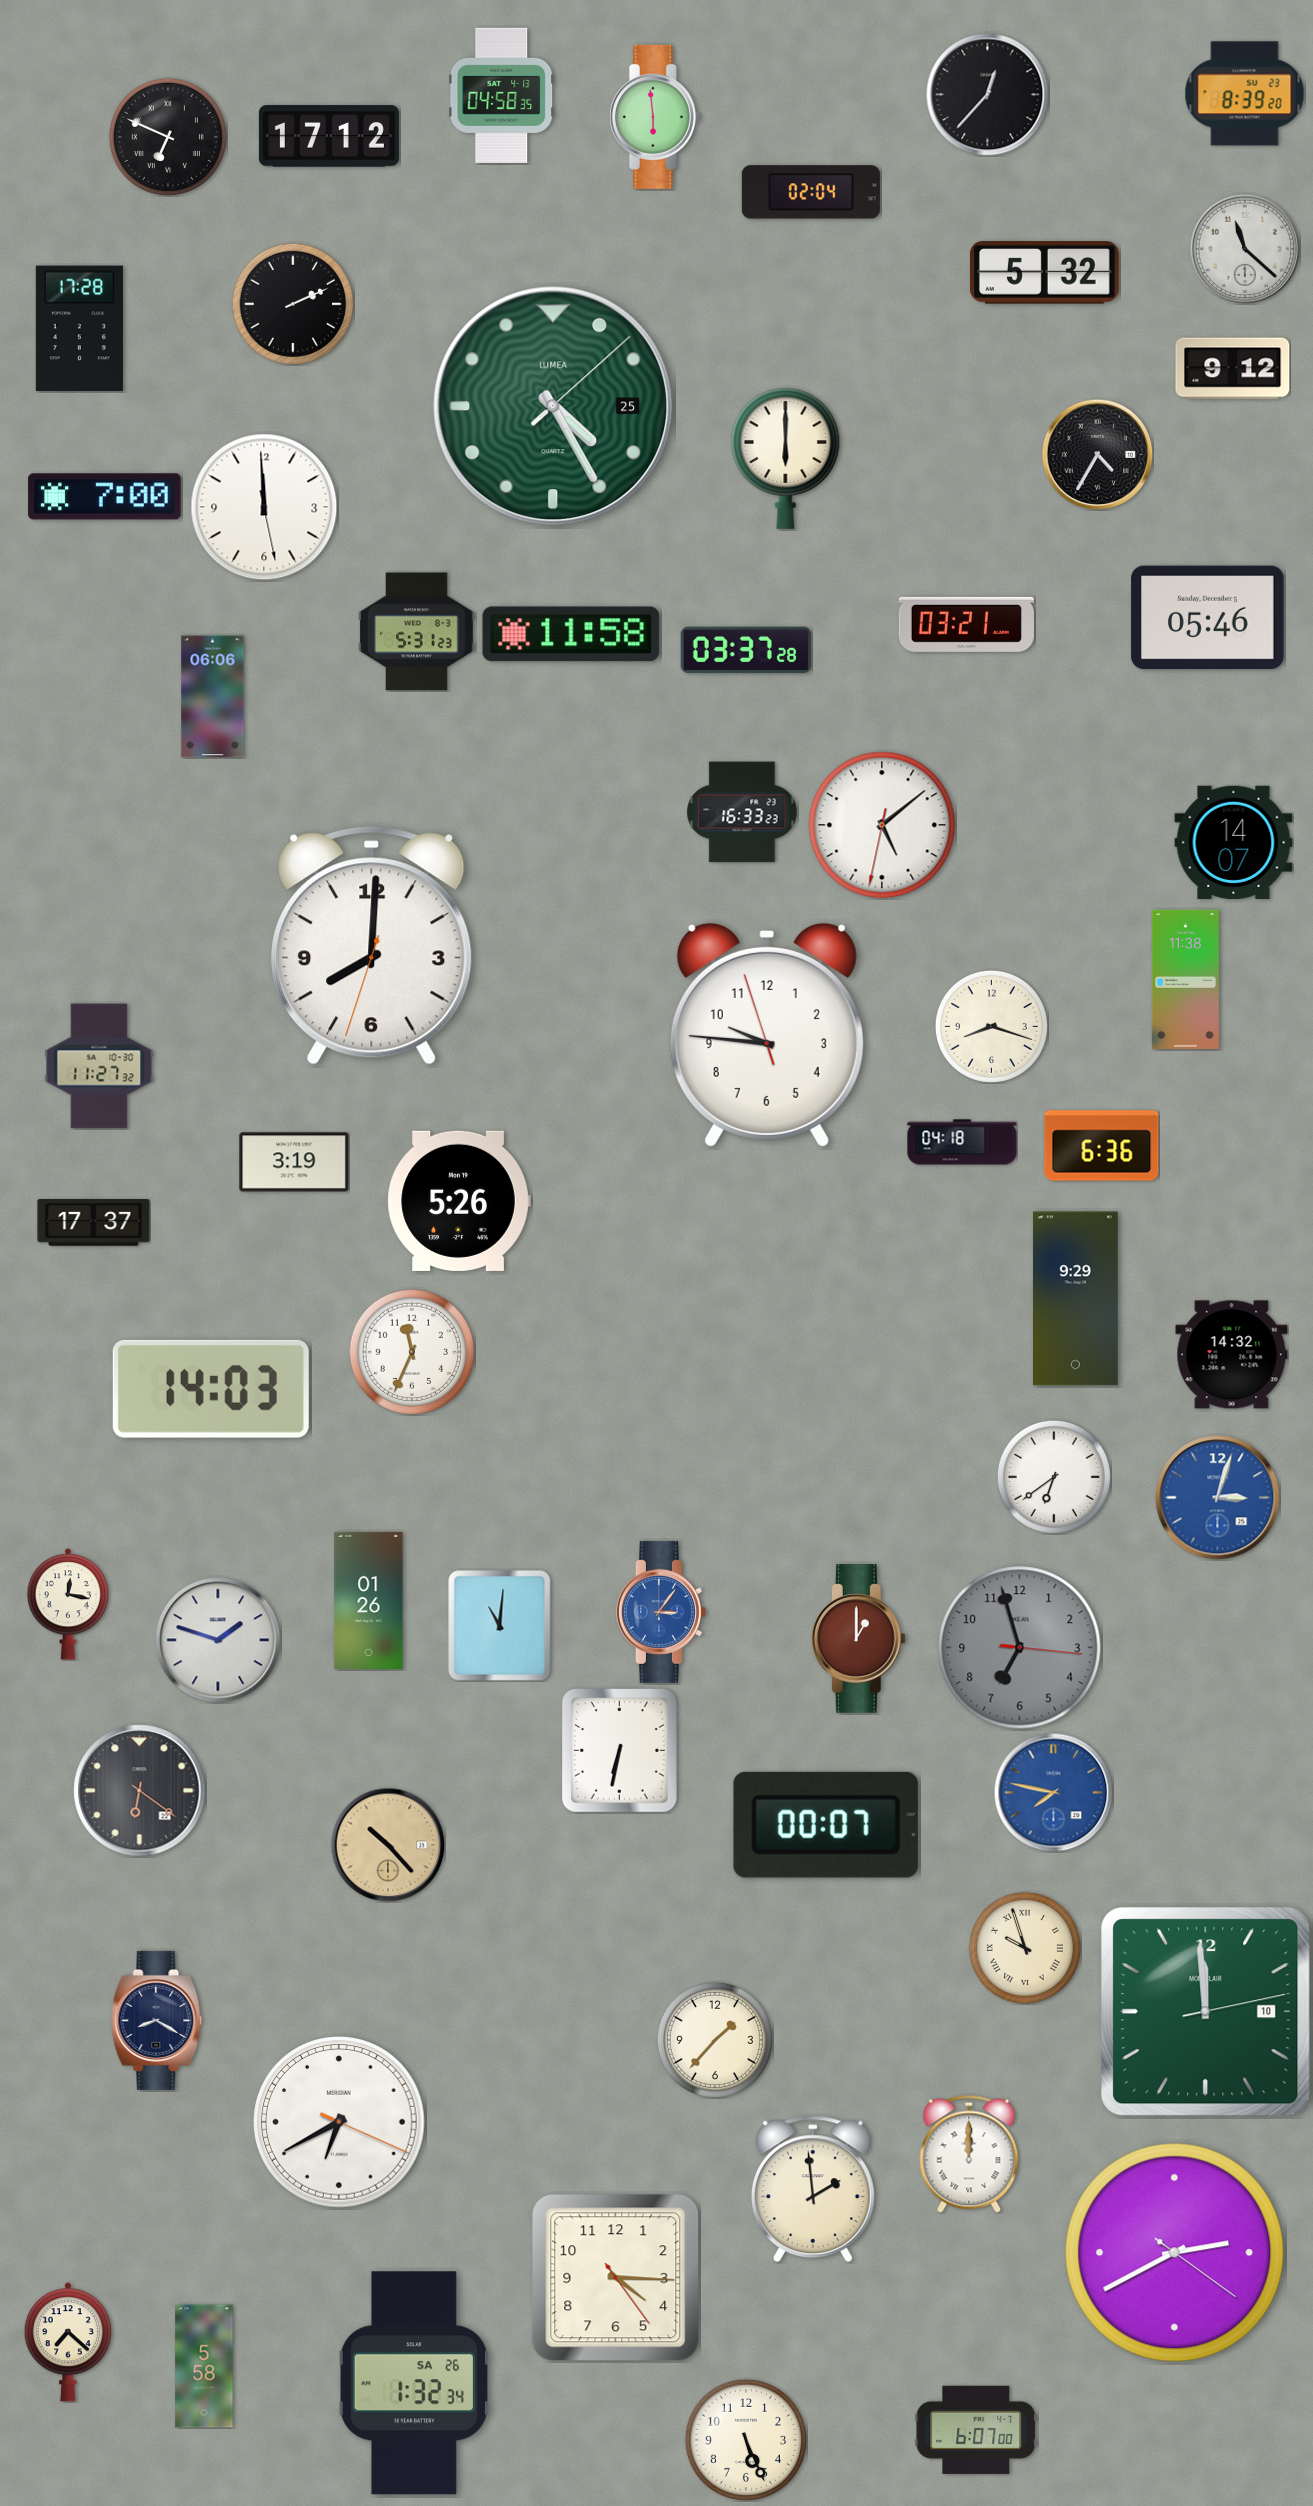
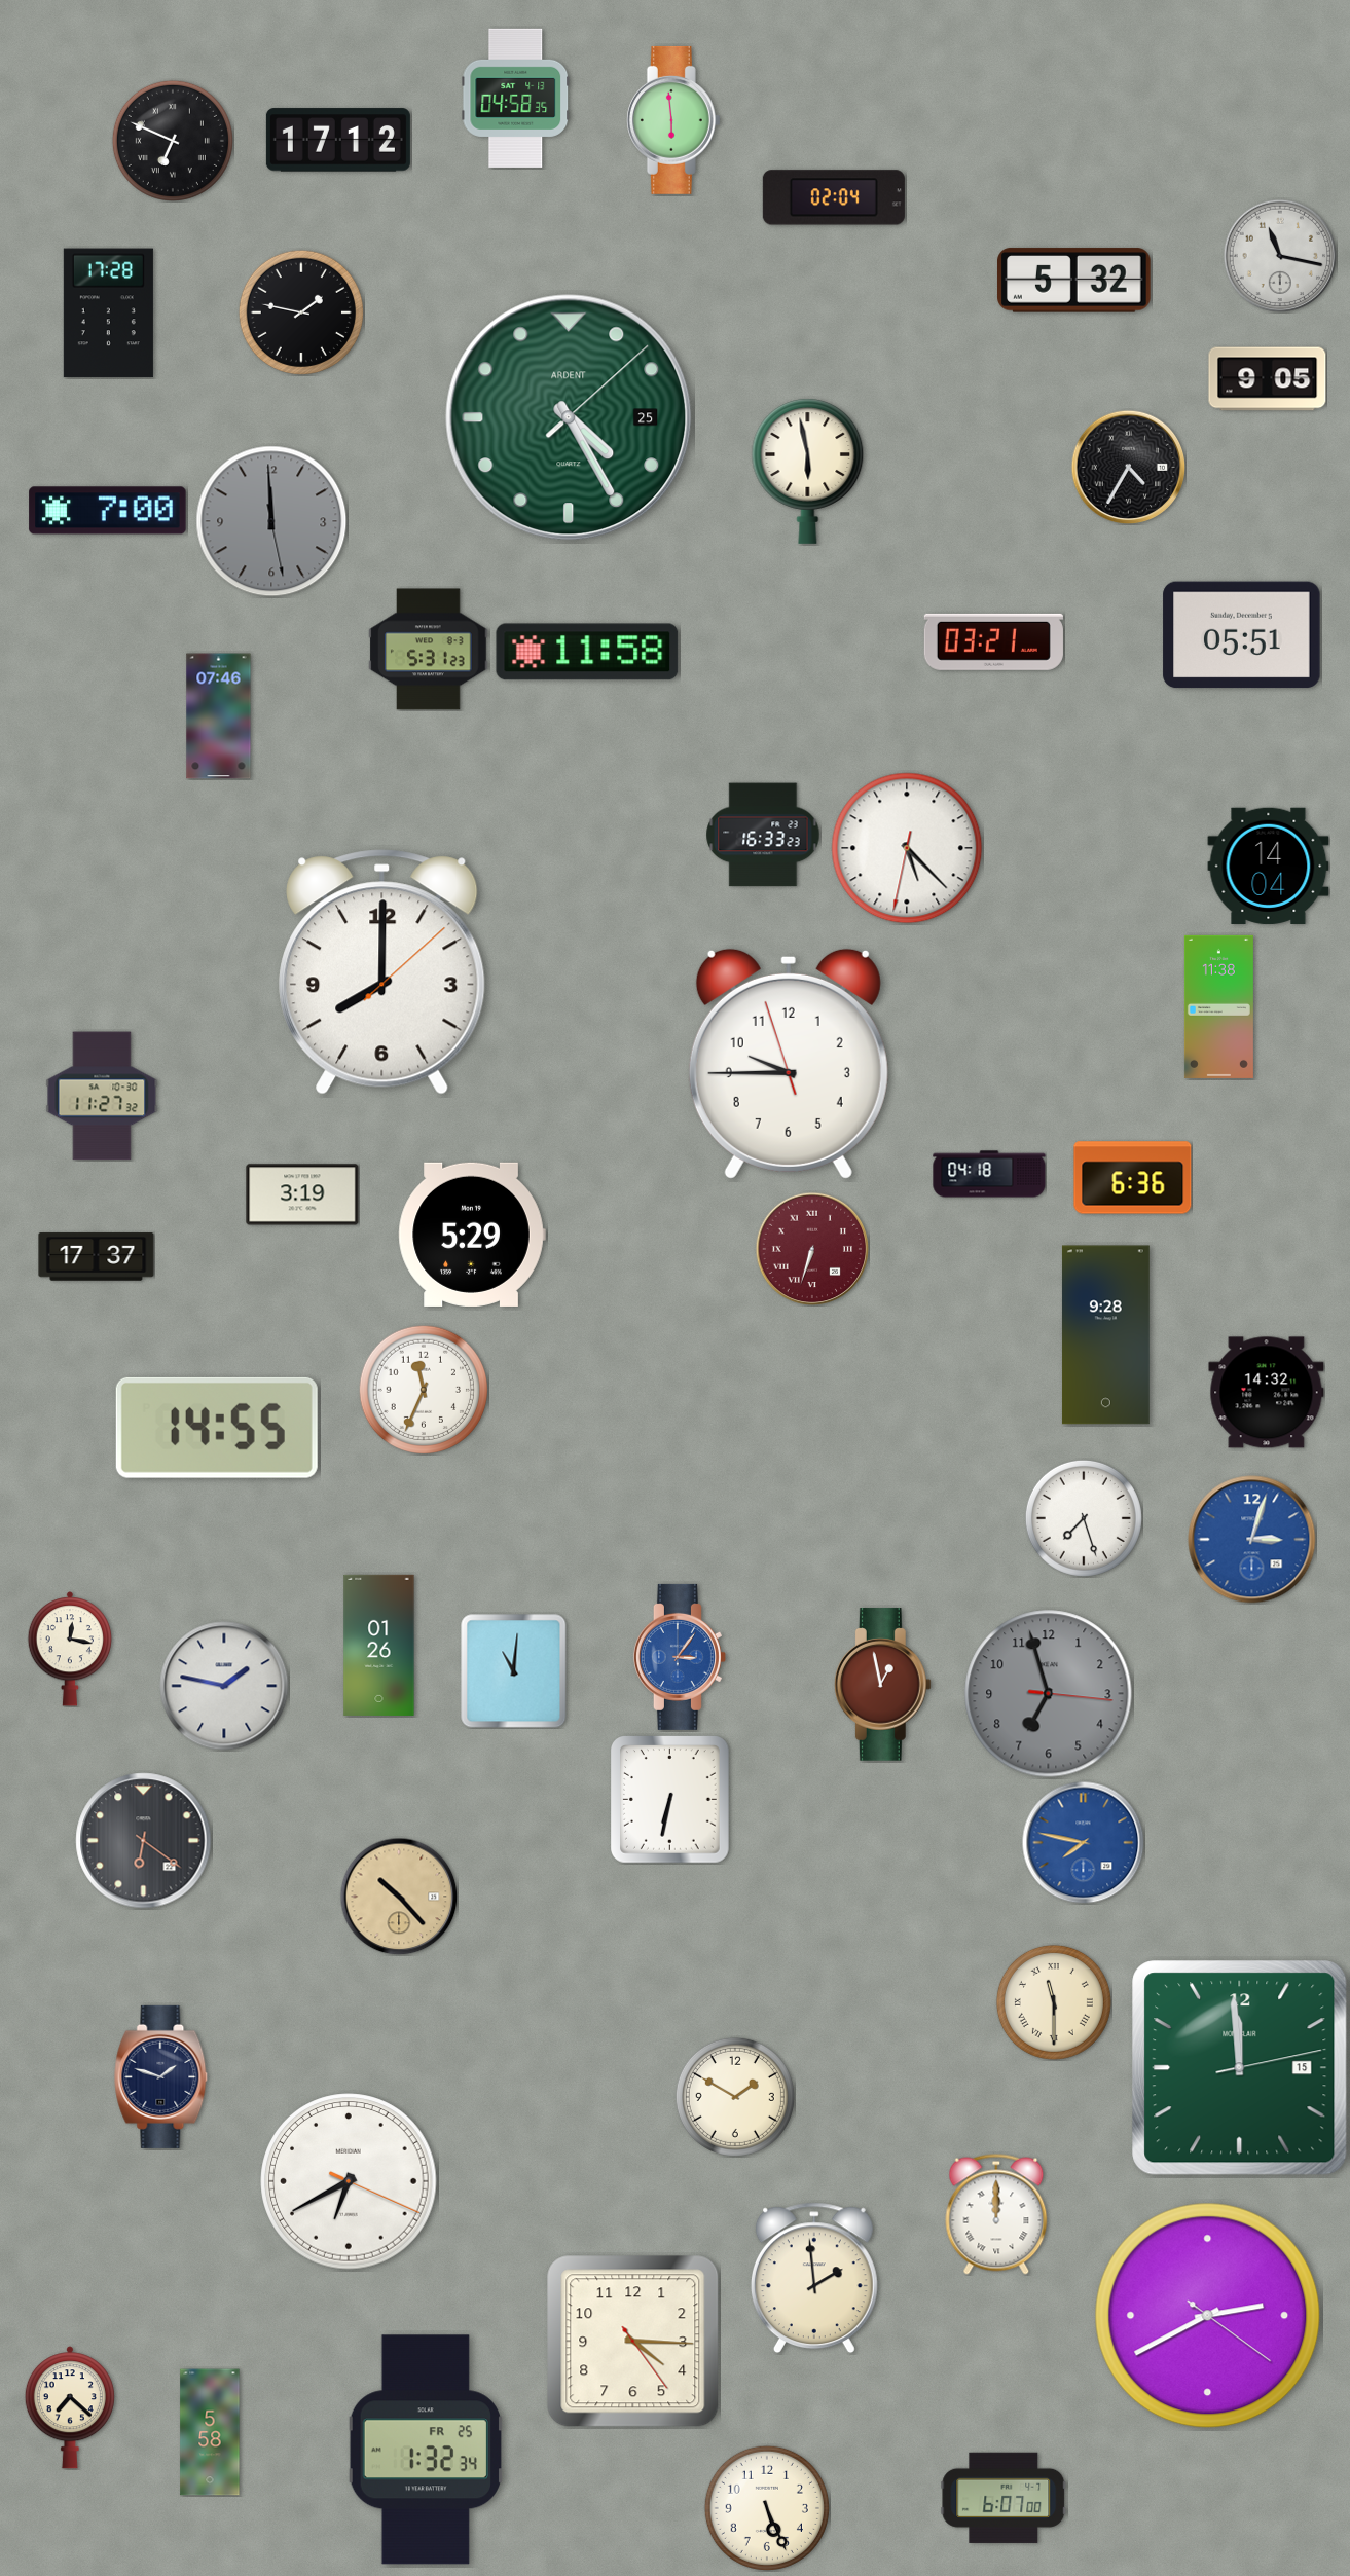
clock at (1245, 94): 8:39 -> none
clock at (988, 95): 12:37 -> none
clock at (1245, 249): 11:22 -> 11:17
clock at (293, 304): 2:11 -> 1:47
clock at (79, 329) position: (79, 329) -> (108, 314)
clock at (1233, 369): 9:12 -> 9:05
clock at (553, 406) brand: LUMEA -> ARDENT
clock at (786, 458): 6:00 -> 5:58
clock at (264, 507) dial: white -> grey
clock at (1208, 618): 05:46 -> 05:51
clock at (746, 650): 03:37 -> none
clock at (213, 697): 06:06 -> 07:46
clock at (882, 825): 5:08 -> 5:22
clock at (1234, 842): 14:07 -> 14:04
clock at (372, 946): 8:00:33 -> 8:00:08
clock at (991, 1026): 8:18 -> none
clock at (767, 1035): 9:45 -> 9:44
clock at (459, 1201): 5:26 -> 5:29
clock at (812, 1249): none -> 6:33
clock at (1075, 1299): 9:29 -> 9:28
clock at (211, 1389): 14:03 -> 14:55
clock at (1054, 1477): 6:39 -> 7:27
clock at (858, 1639): 1:00 -> 12:58
clock at (218, 1640): 1:48 -> 1:47
clock at (620, 1751) position: (620, 1751) -> (670, 1800)
clock at (826, 1825): 00:07 -> none
clock at (1025, 1948): 9:57 -> 11:30
clock at (1206, 2012) date: 10 -> 15
clock at (157, 2020): 8:20 -> 1:48
clock at (715, 2040): 1:37 -> 1:50
clock at (813, 2189) position: (813, 2189) -> (814, 2278)
clock at (414, 2383) date: SA 26 -> FR 25
